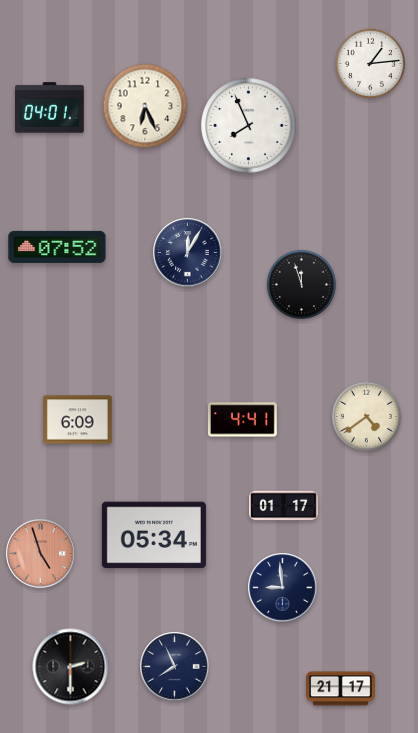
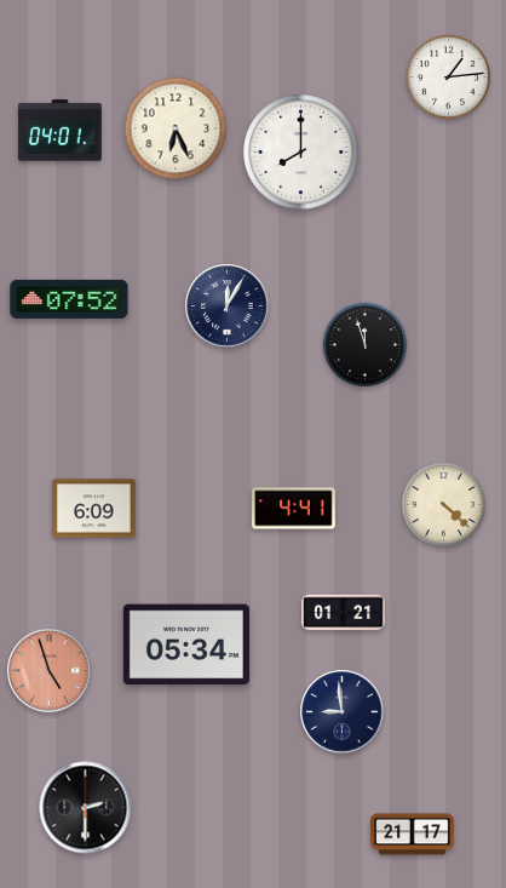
clock at (249, 126): 7:56 -> 8:00
clock at (366, 416): 4:39 -> 4:22
clock at (284, 506): 01:17 -> 01:21
clock at (154, 535) position: (154, 535) -> (186, 644)
clock at (175, 667): 7:56 -> none
